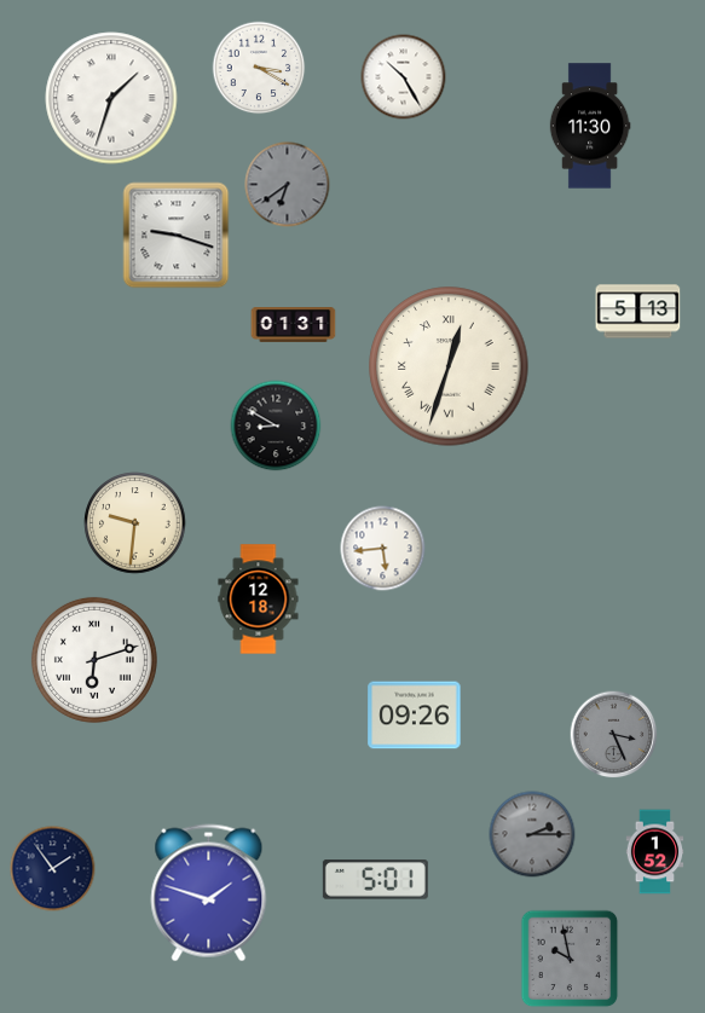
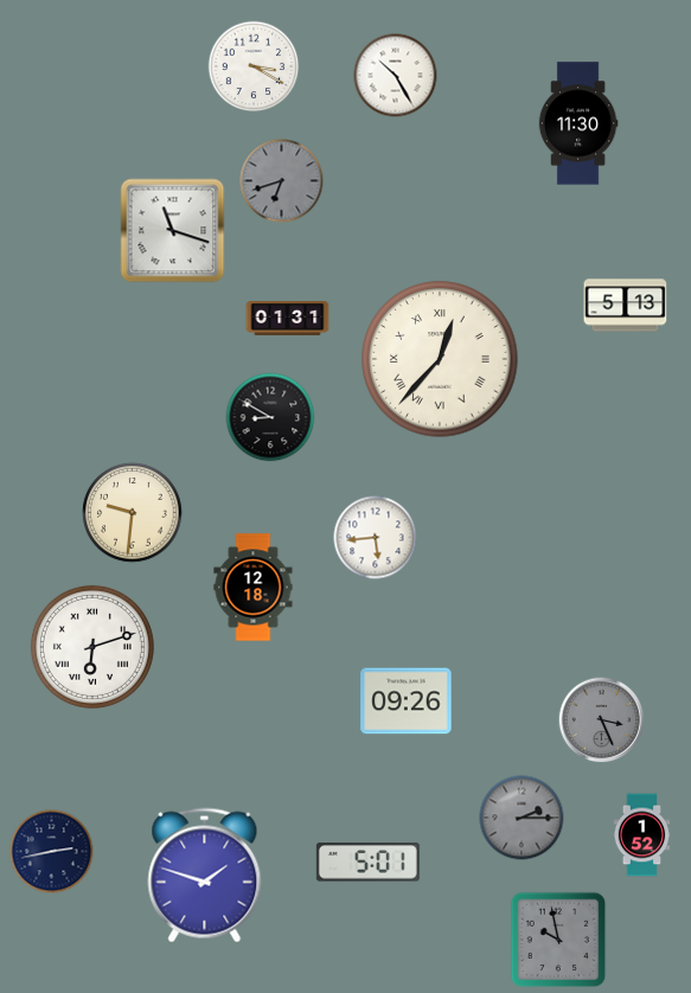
clock at (111, 98): 1:33 -> none
clock at (288, 185): 6:39 -> 6:42
clock at (177, 236): 9:18 -> 11:18
clock at (449, 366): 12:33 -> 12:37
clock at (53, 869): 1:54 -> 2:43
